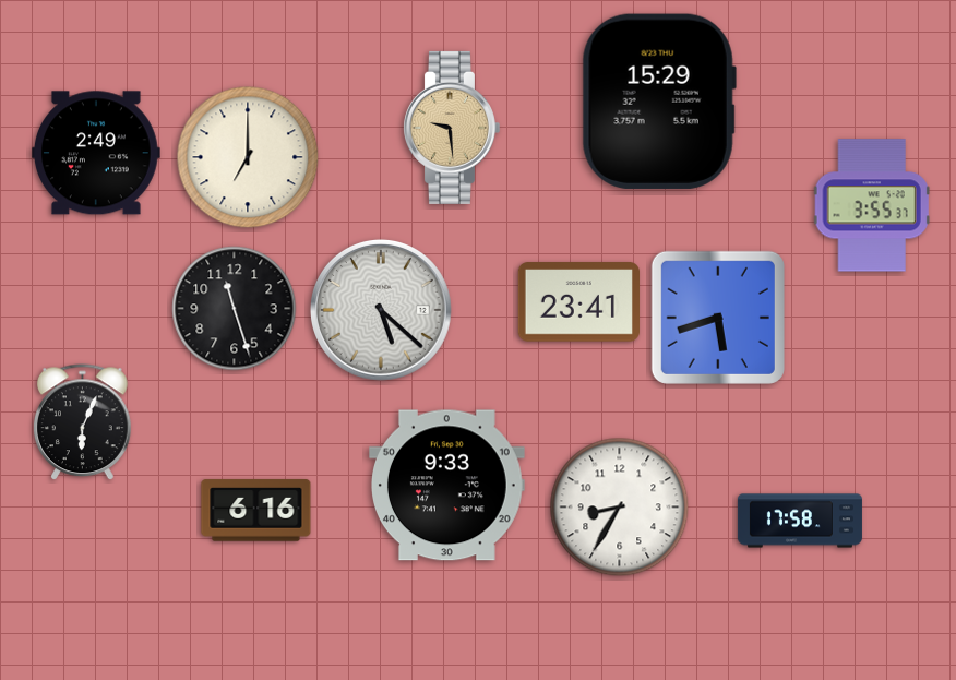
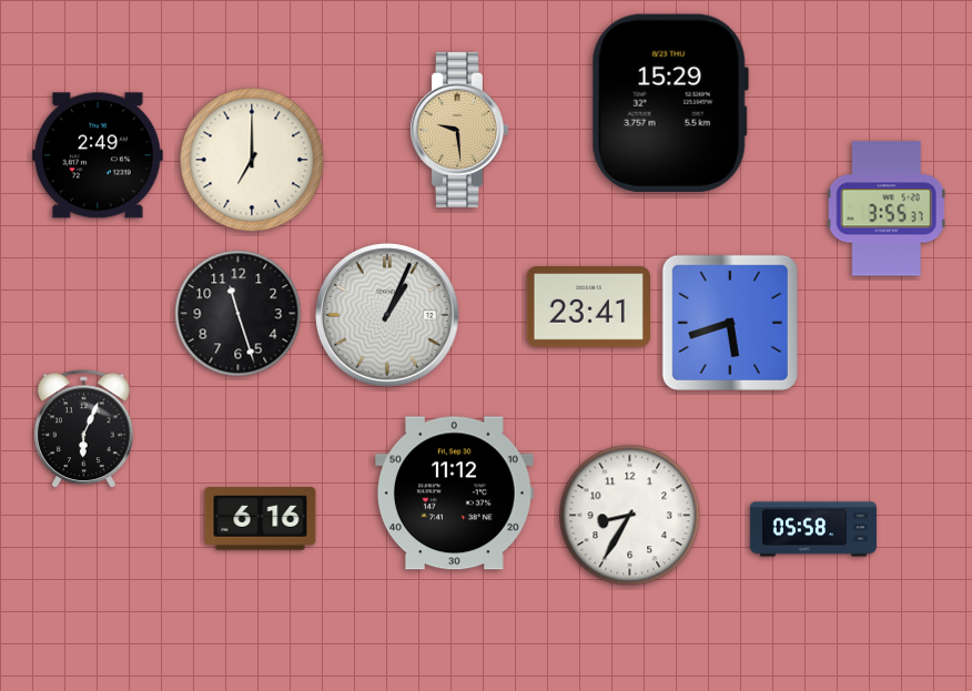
clock at (381, 310): 5:22 -> 1:04
clock at (446, 486): 9:33 -> 11:12
clock at (800, 521): 17:58 -> 05:58
